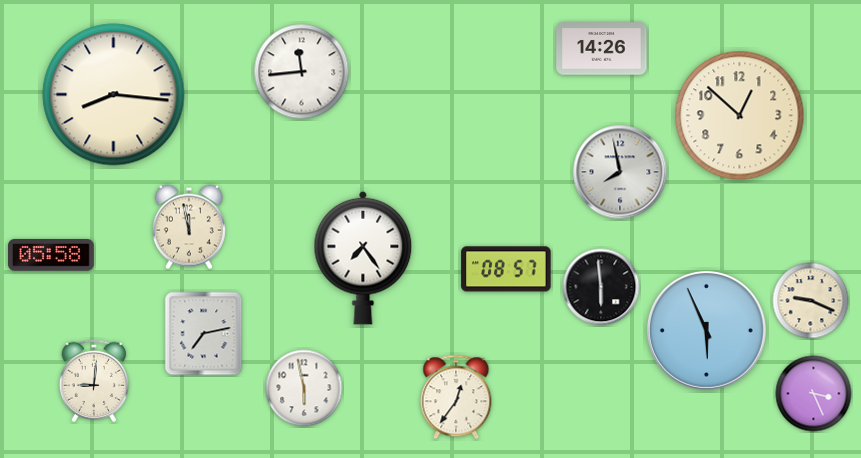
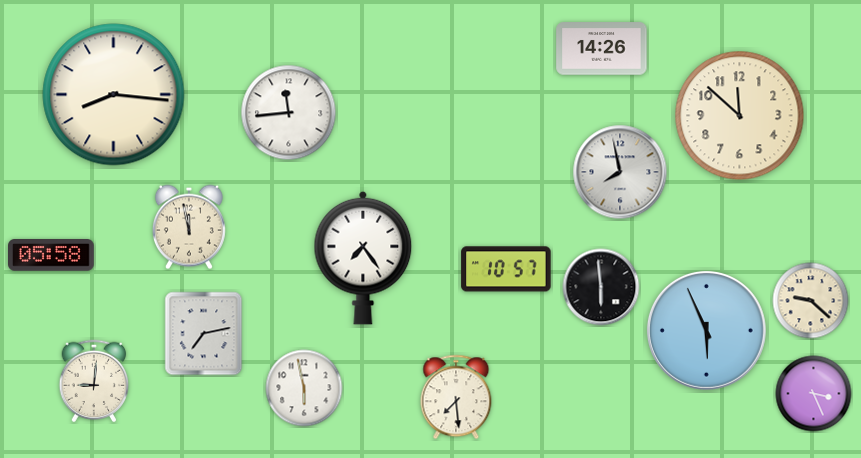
clock at (302, 72) position: (302, 72) -> (289, 113)
clock at (740, 116): 12:52 -> 11:52
clock at (506, 269): 08:57 -> 10:57
clock at (811, 301): 9:19 -> 9:22
clock at (456, 397): 12:36 -> 7:29
